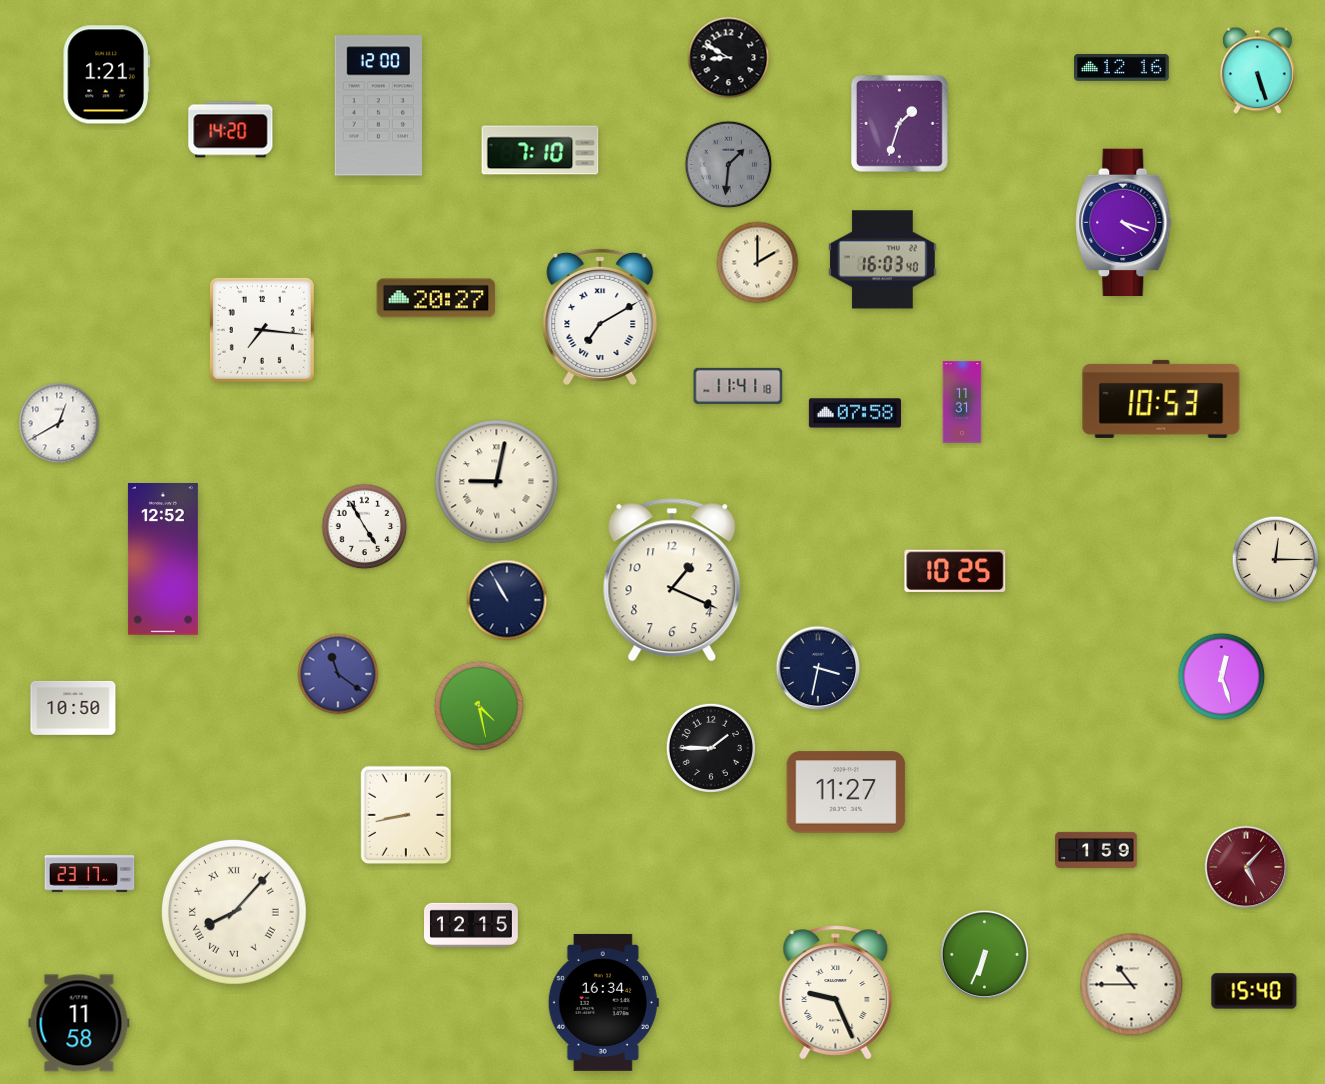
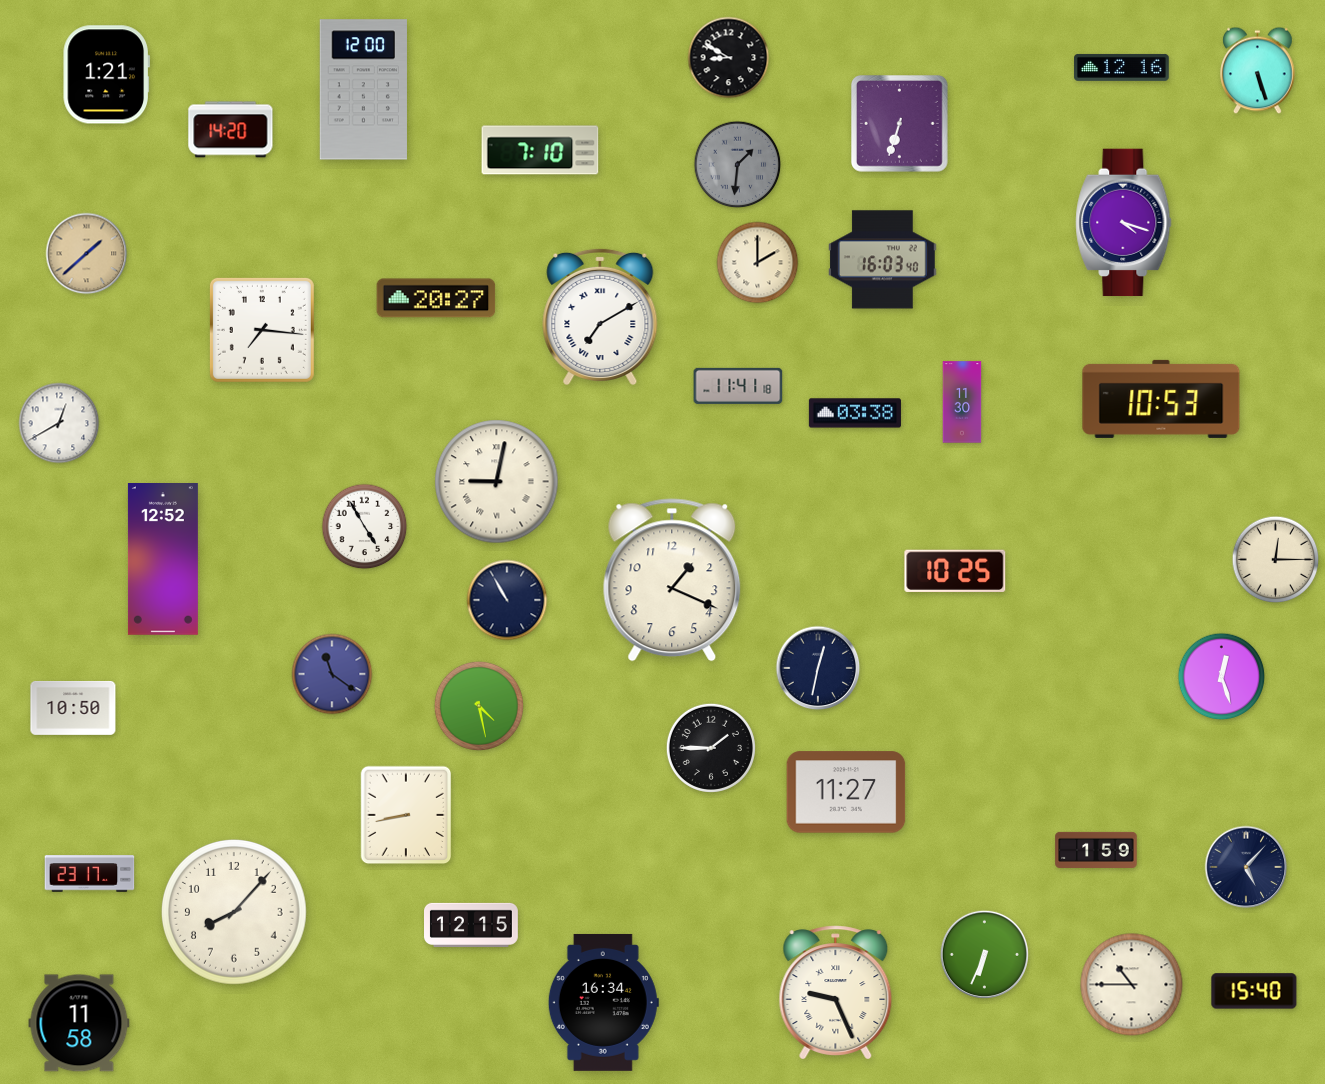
clock at (378, 106) position: (378, 106) -> (363, 90)
clock at (900, 124): 1:33 -> 6:33
clock at (729, 165) position: (729, 165) -> (738, 165)
clock at (87, 254): none -> 1:38
clock at (962, 402): 11:31 -> 11:30
clock at (855, 413): 07:58 -> 03:38
clock at (818, 668): 3:32 -> 12:32
clock at (338, 674) position: (338, 674) -> (332, 674)
clock at (1246, 867) dial: burgundy -> navy
clock at (234, 912) numerals: Roman -> Arabic
